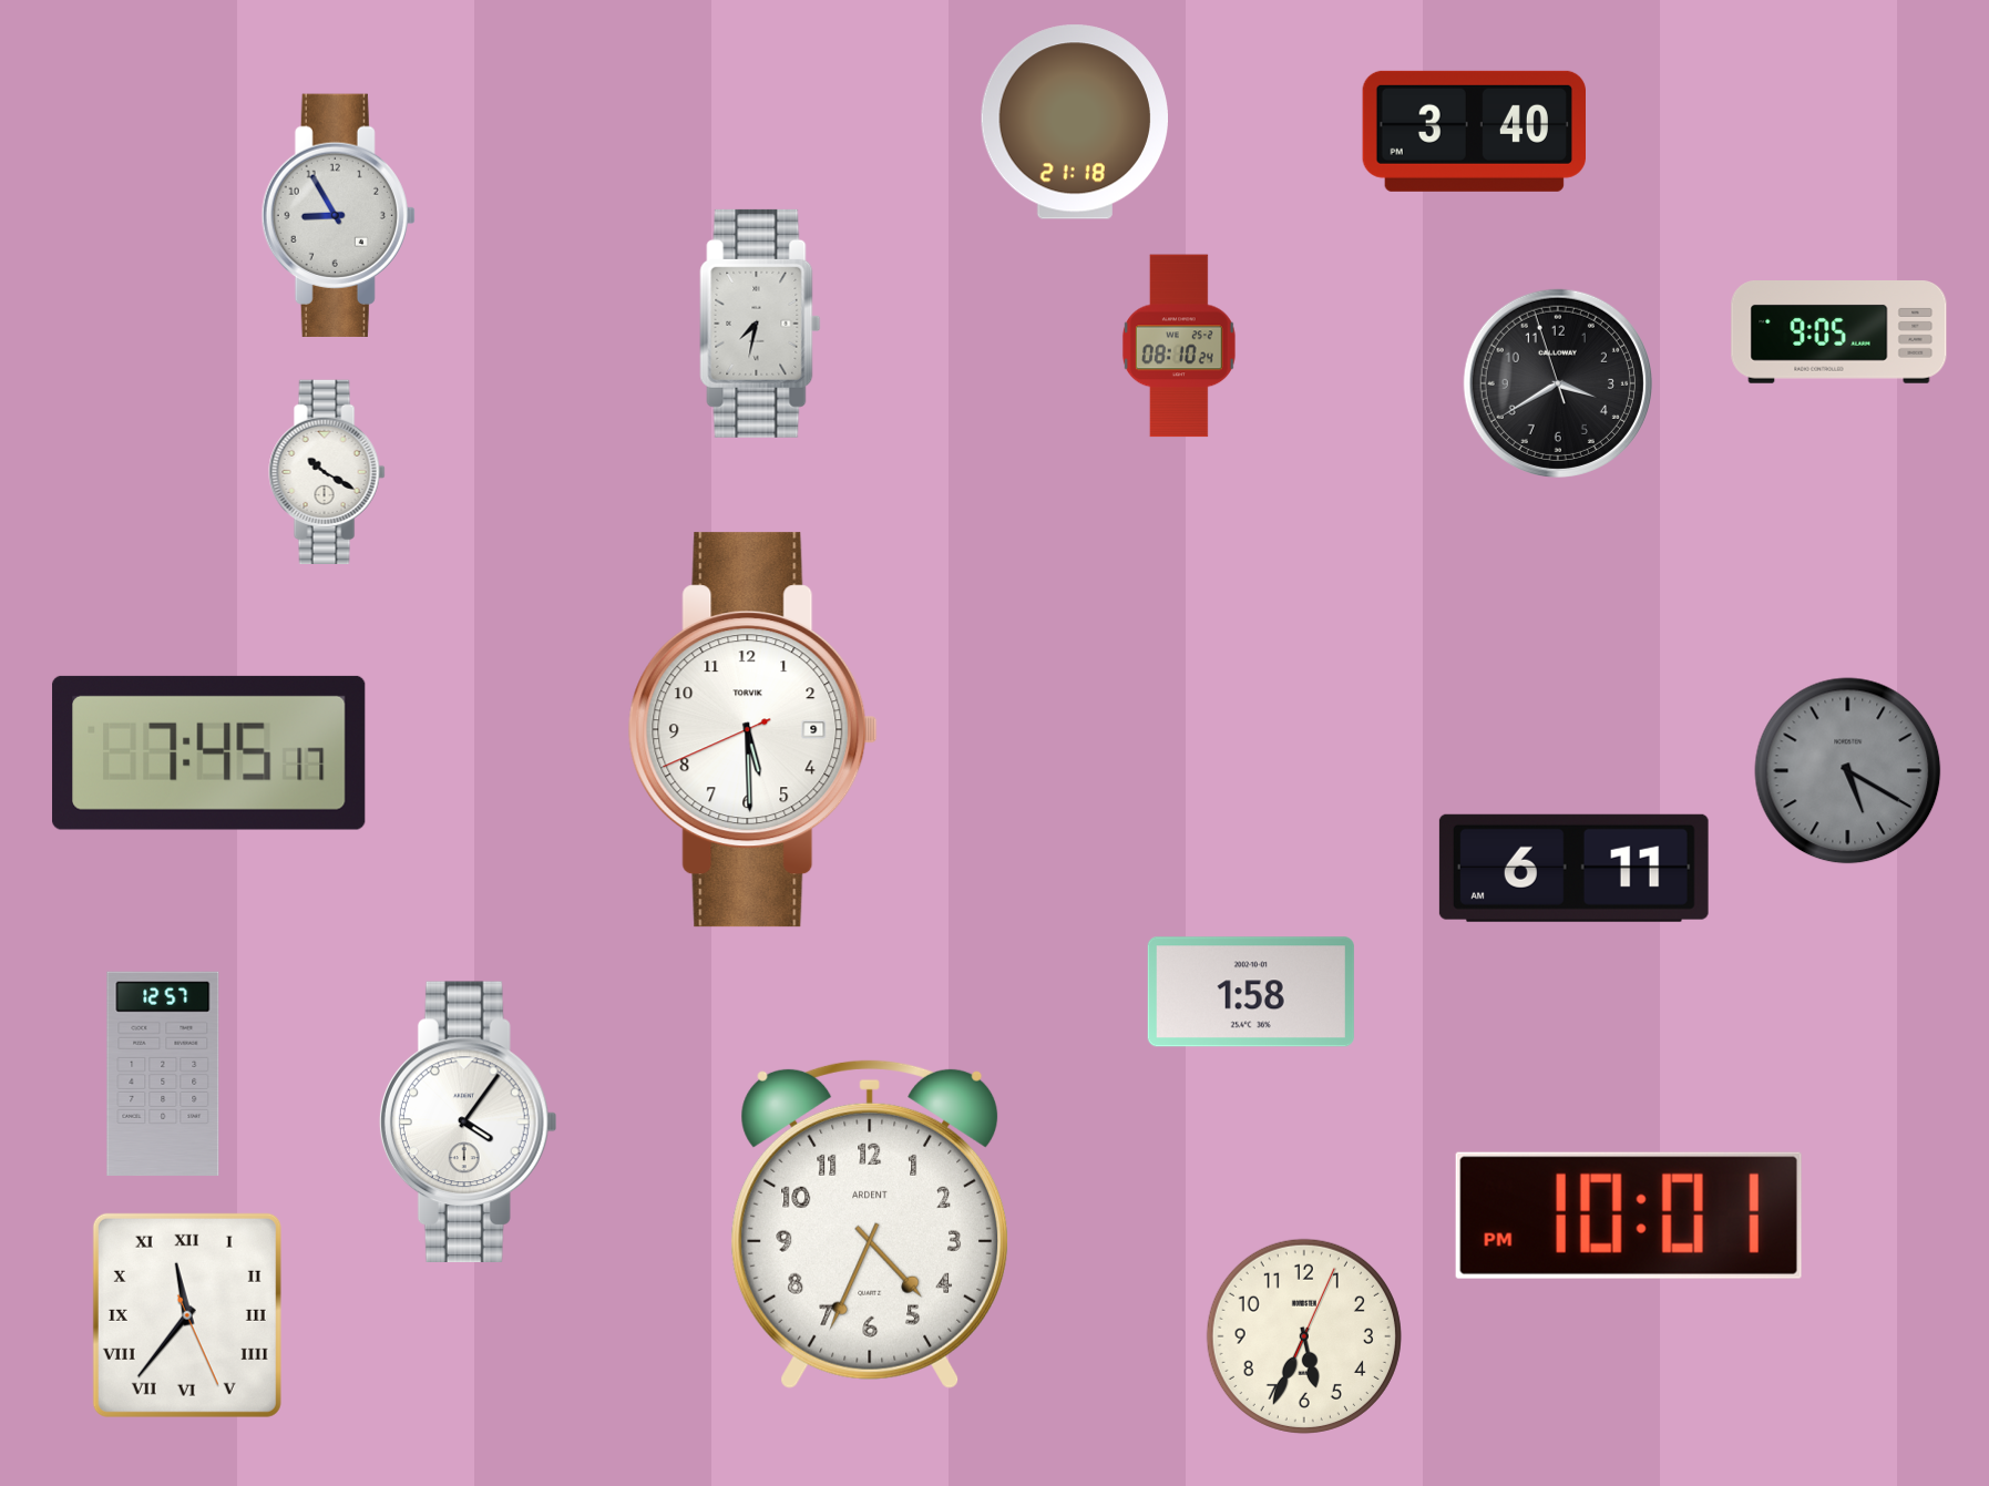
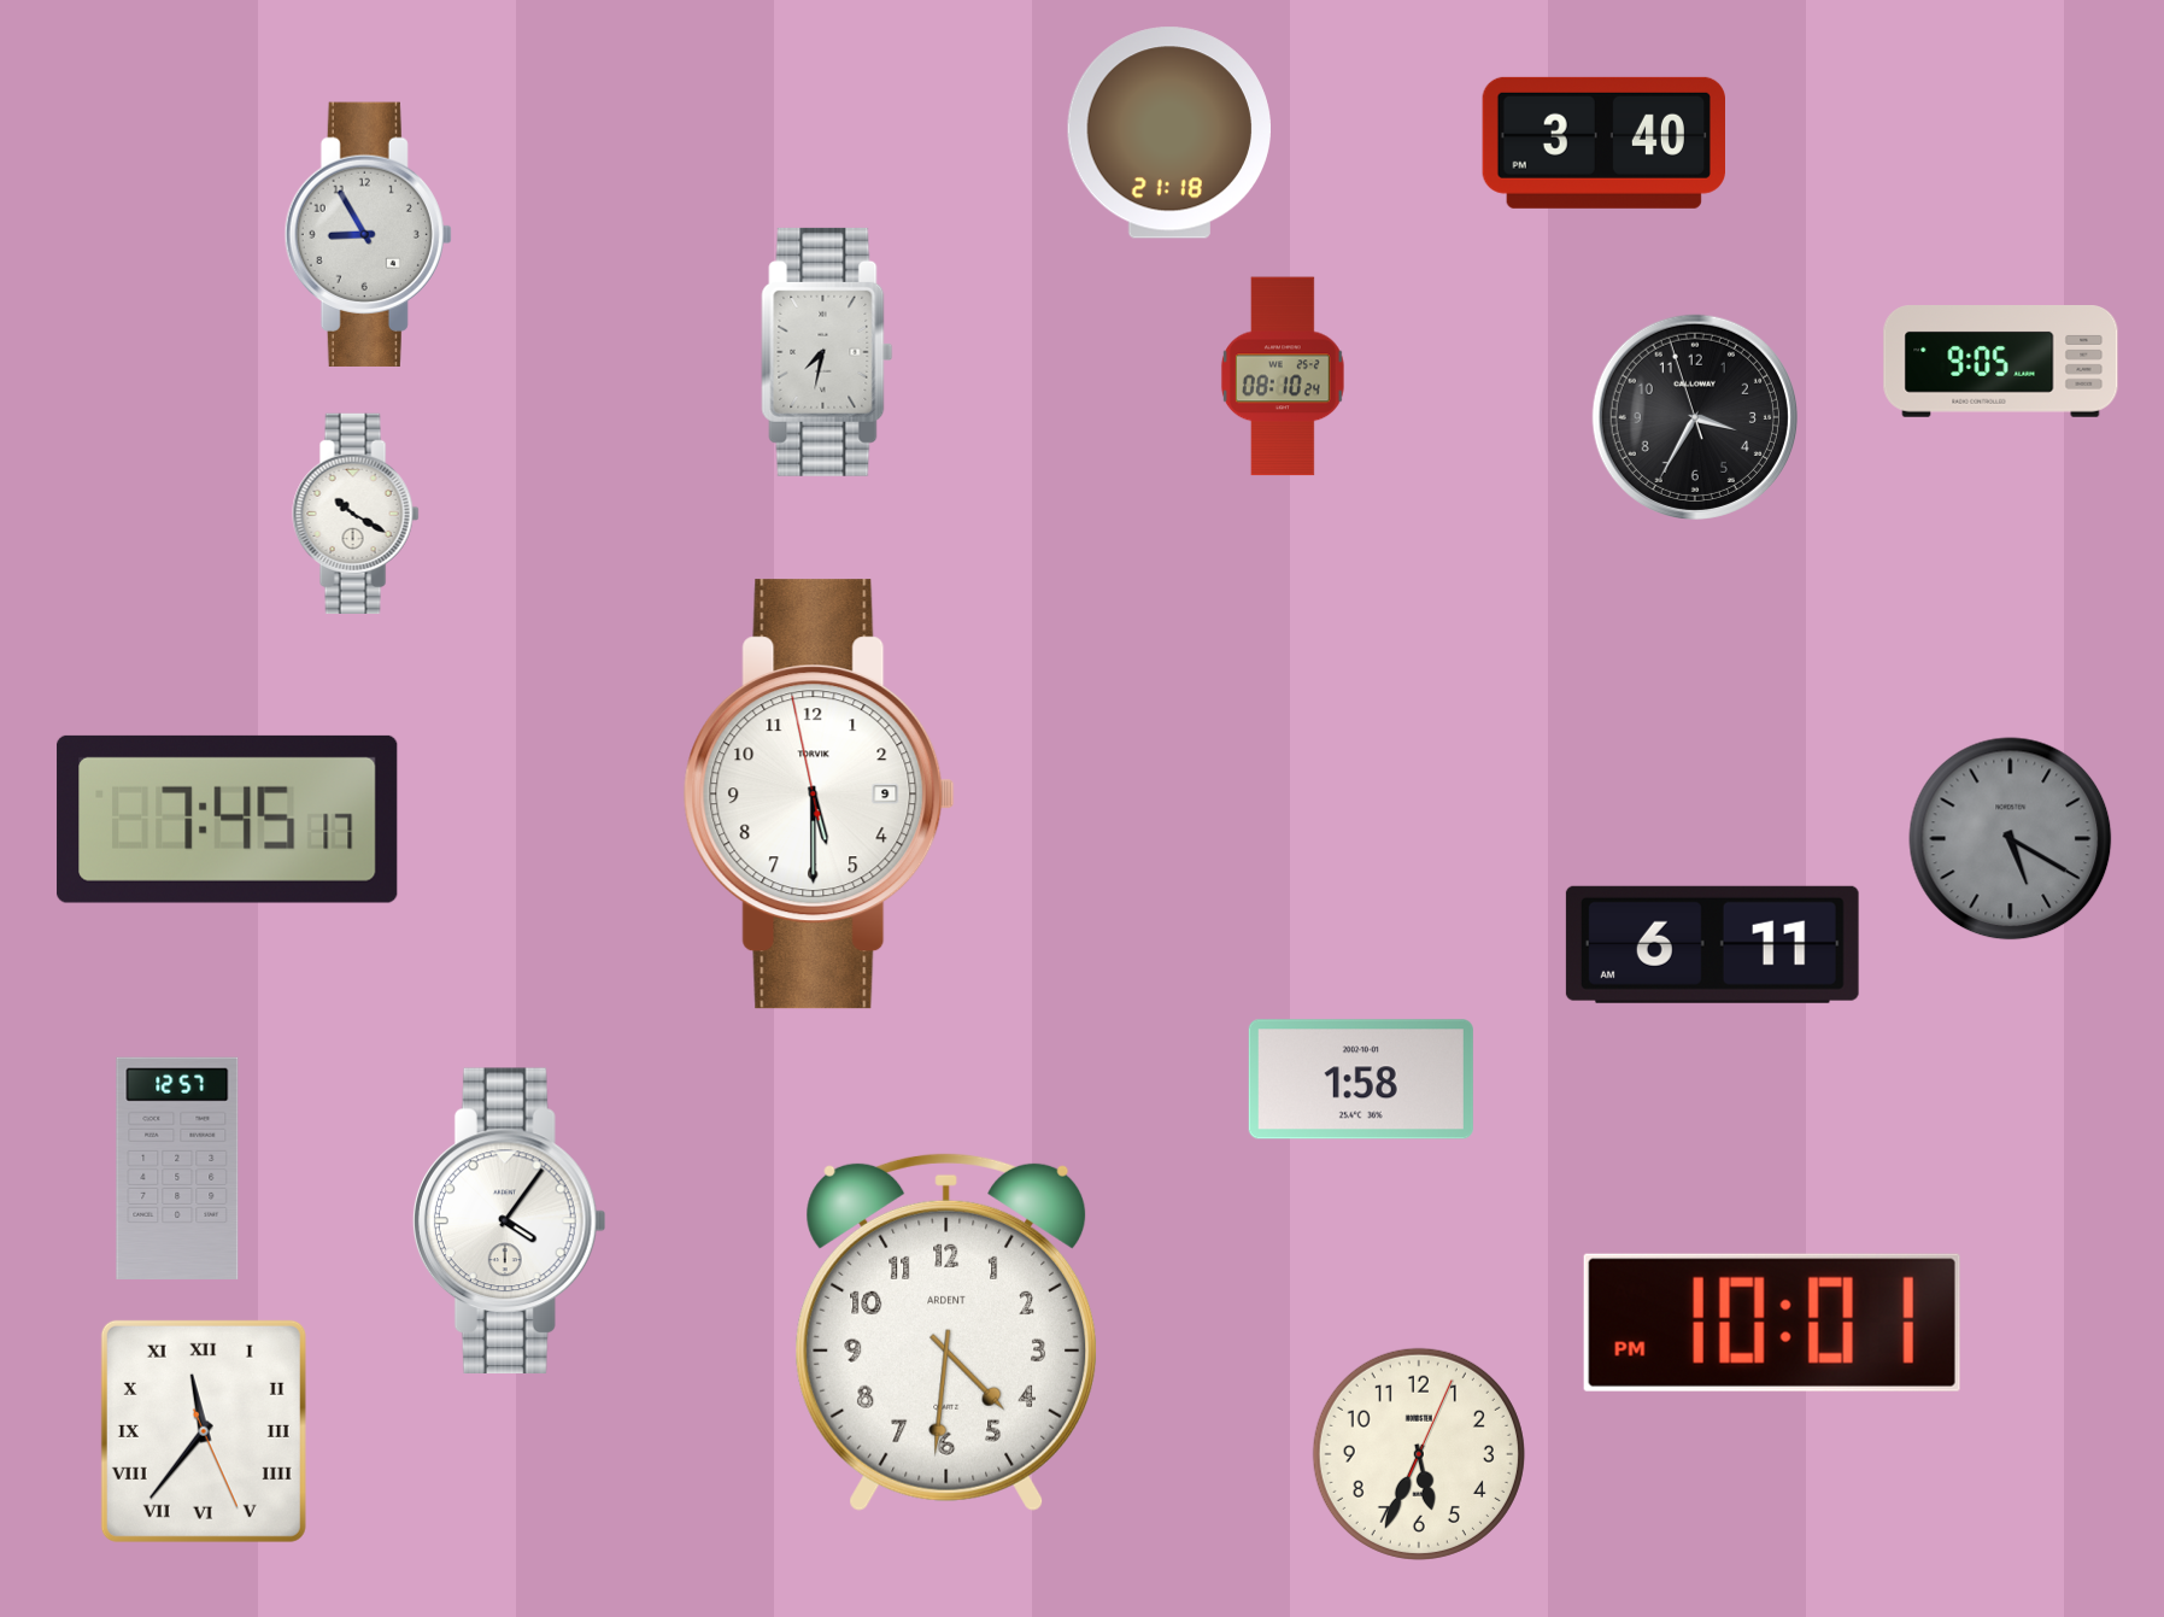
clock at (1558, 383): 3:39 -> 3:34
clock at (752, 730): 5:29:41 -> 5:29:58
clock at (870, 1223): 4:34 -> 4:31
